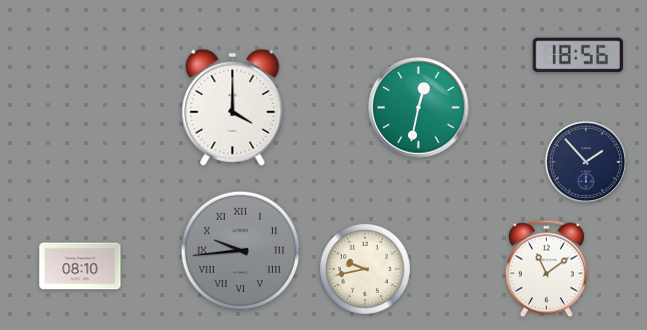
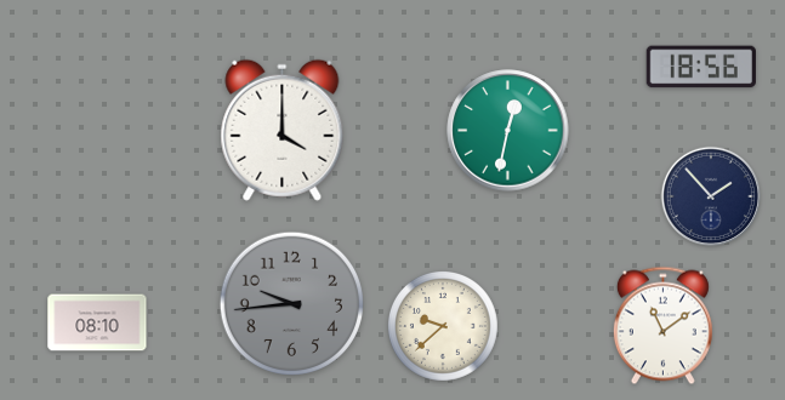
clock at (240, 250) numerals: Roman -> Arabic
clock at (365, 269): 9:43 -> 9:38
